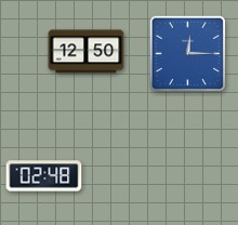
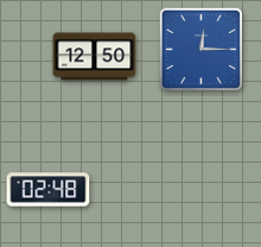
clock at (188, 54) position: (188, 54) -> (202, 50)
clock at (44, 176) position: (44, 176) -> (49, 190)
